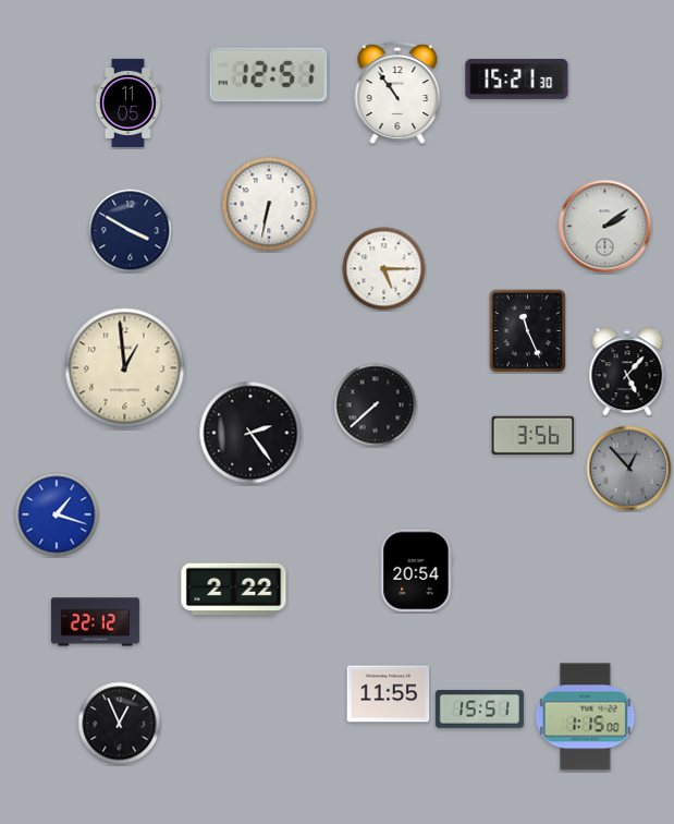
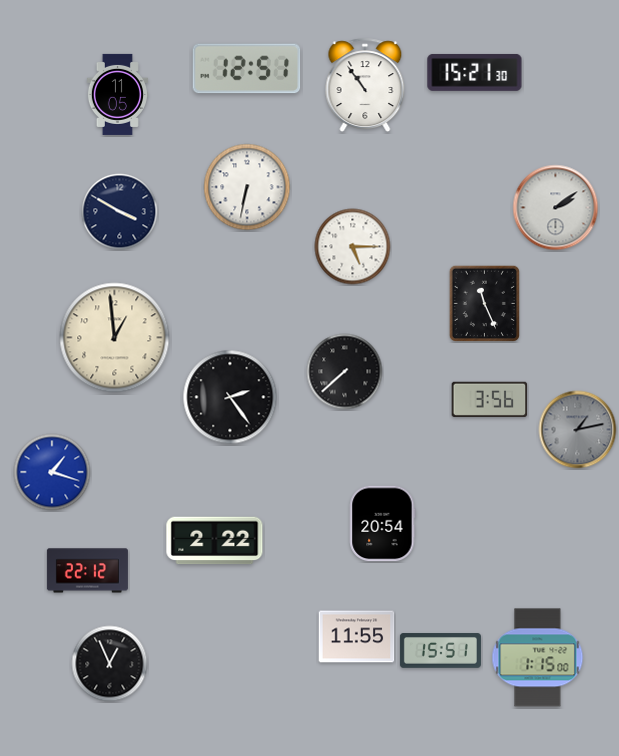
clock at (627, 372): 5:07 -> none
clock at (629, 469): 12:53 -> 1:13
